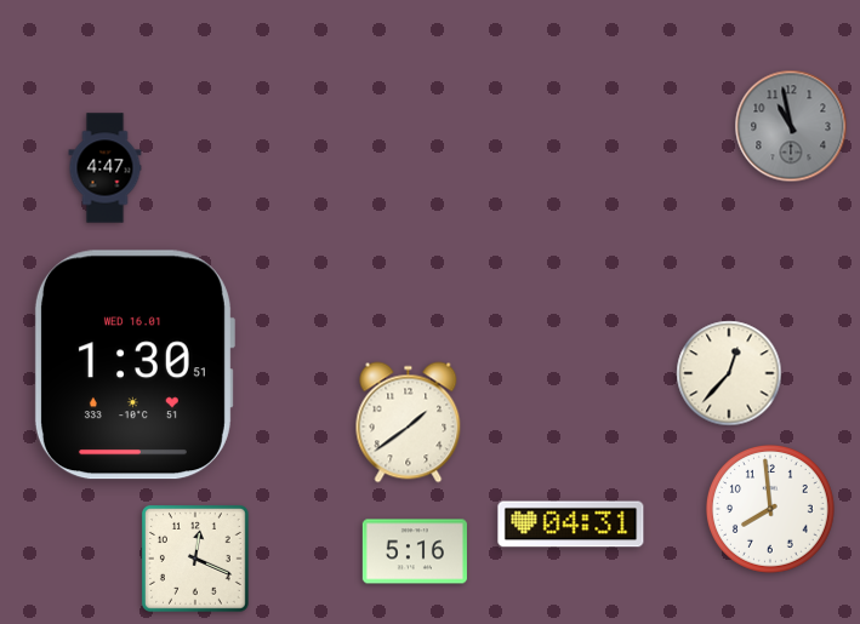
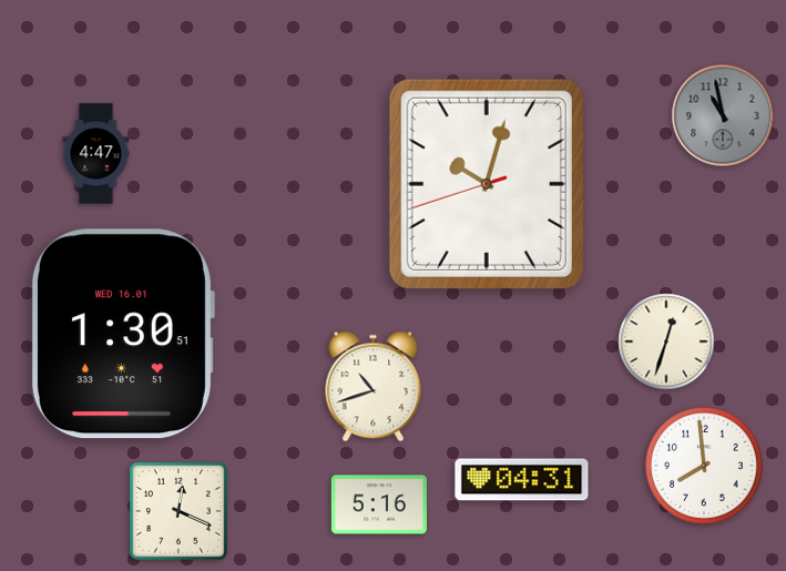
clock at (487, 184): none -> 10:02
clock at (729, 373): 12:37 -> 12:33
clock at (409, 423): 1:39 -> 10:42
